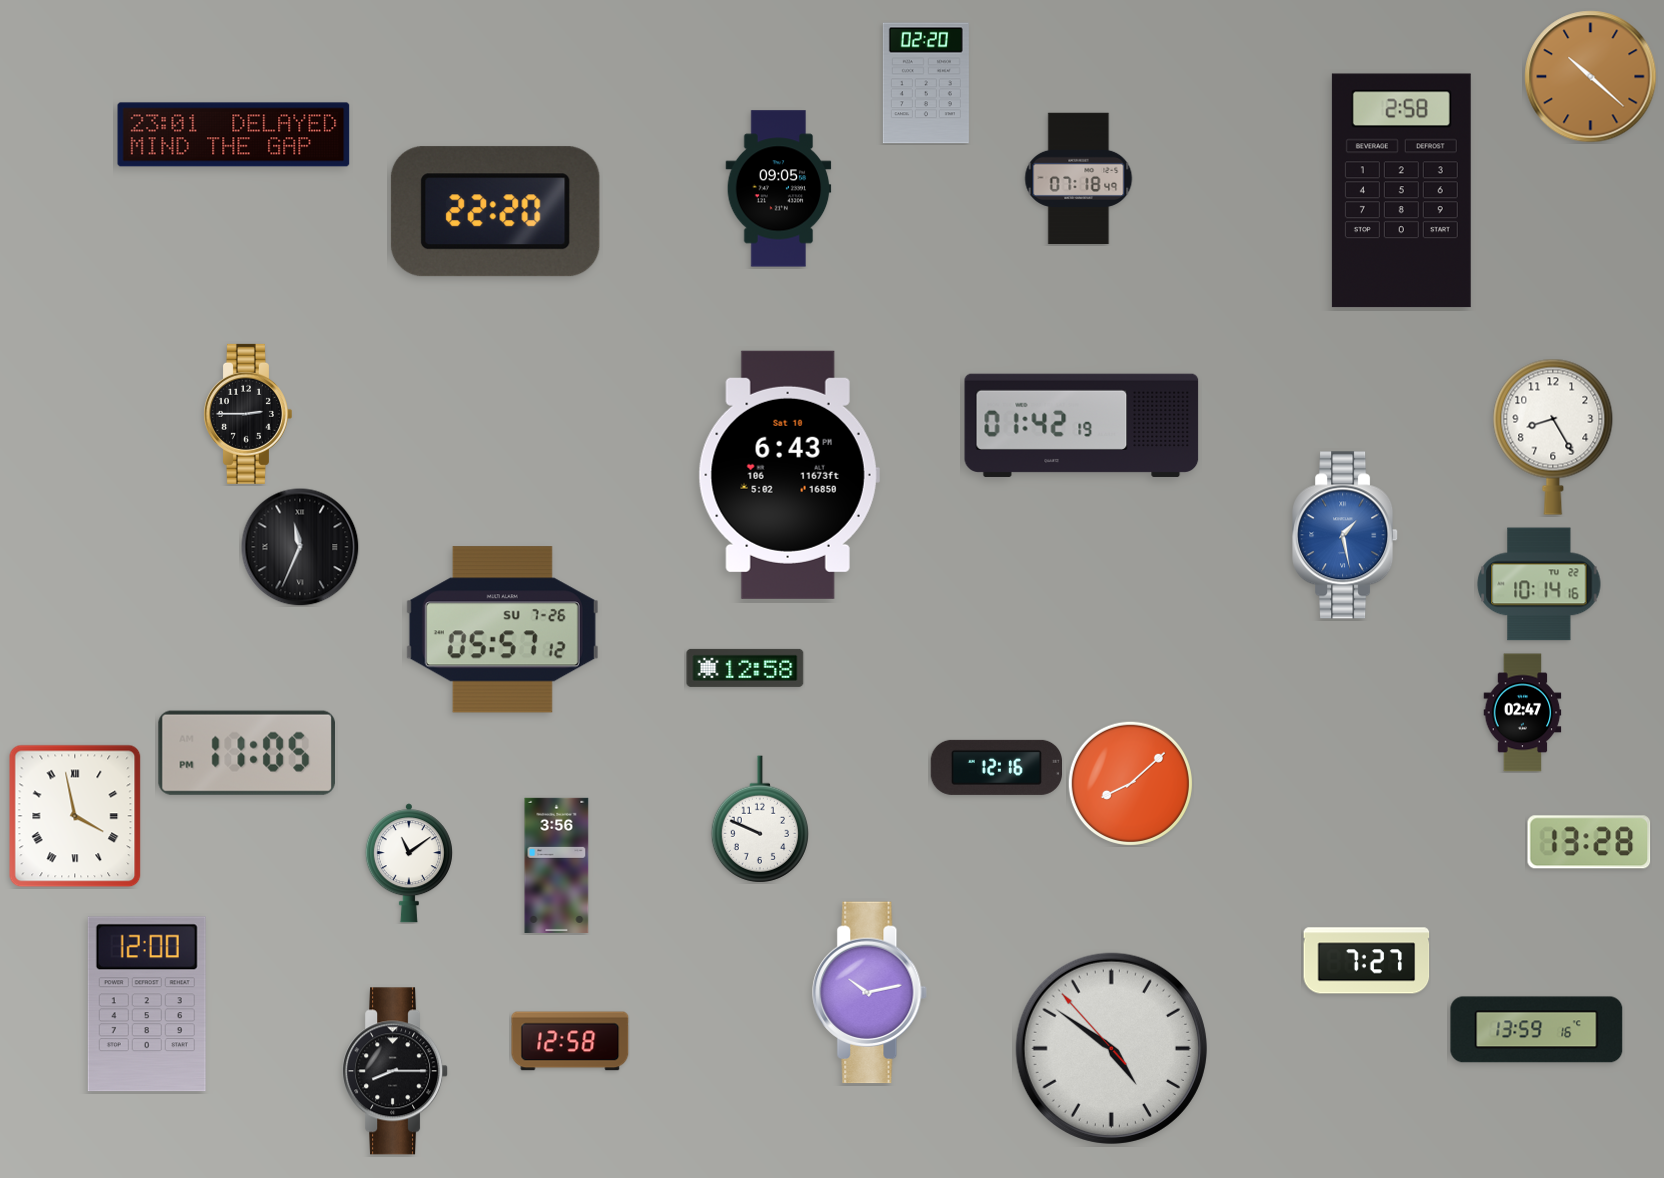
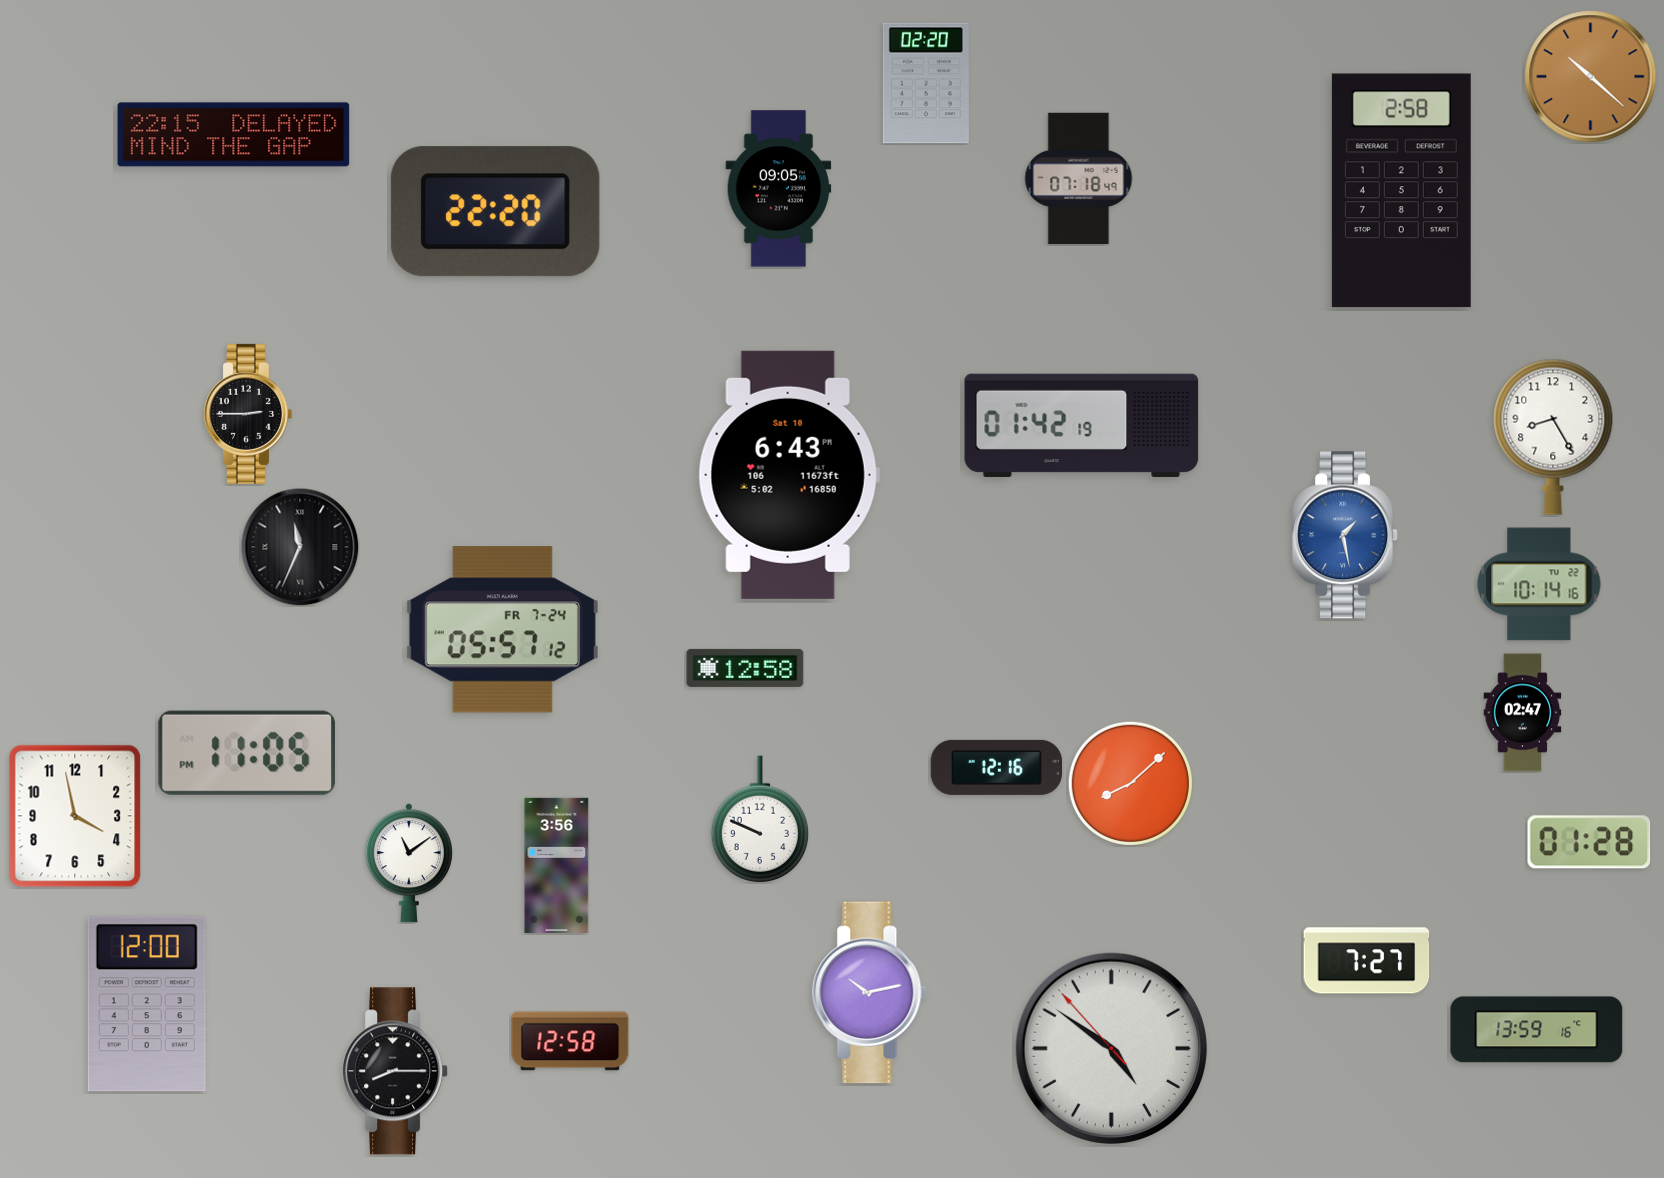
clock at (234, 135): 23:01 -> 22:15
clock at (502, 630) date: SU 7-26 -> FR 7-24
clock at (75, 816) numerals: Roman -> Arabic
clock at (1589, 842): 13:28 -> 01:28
